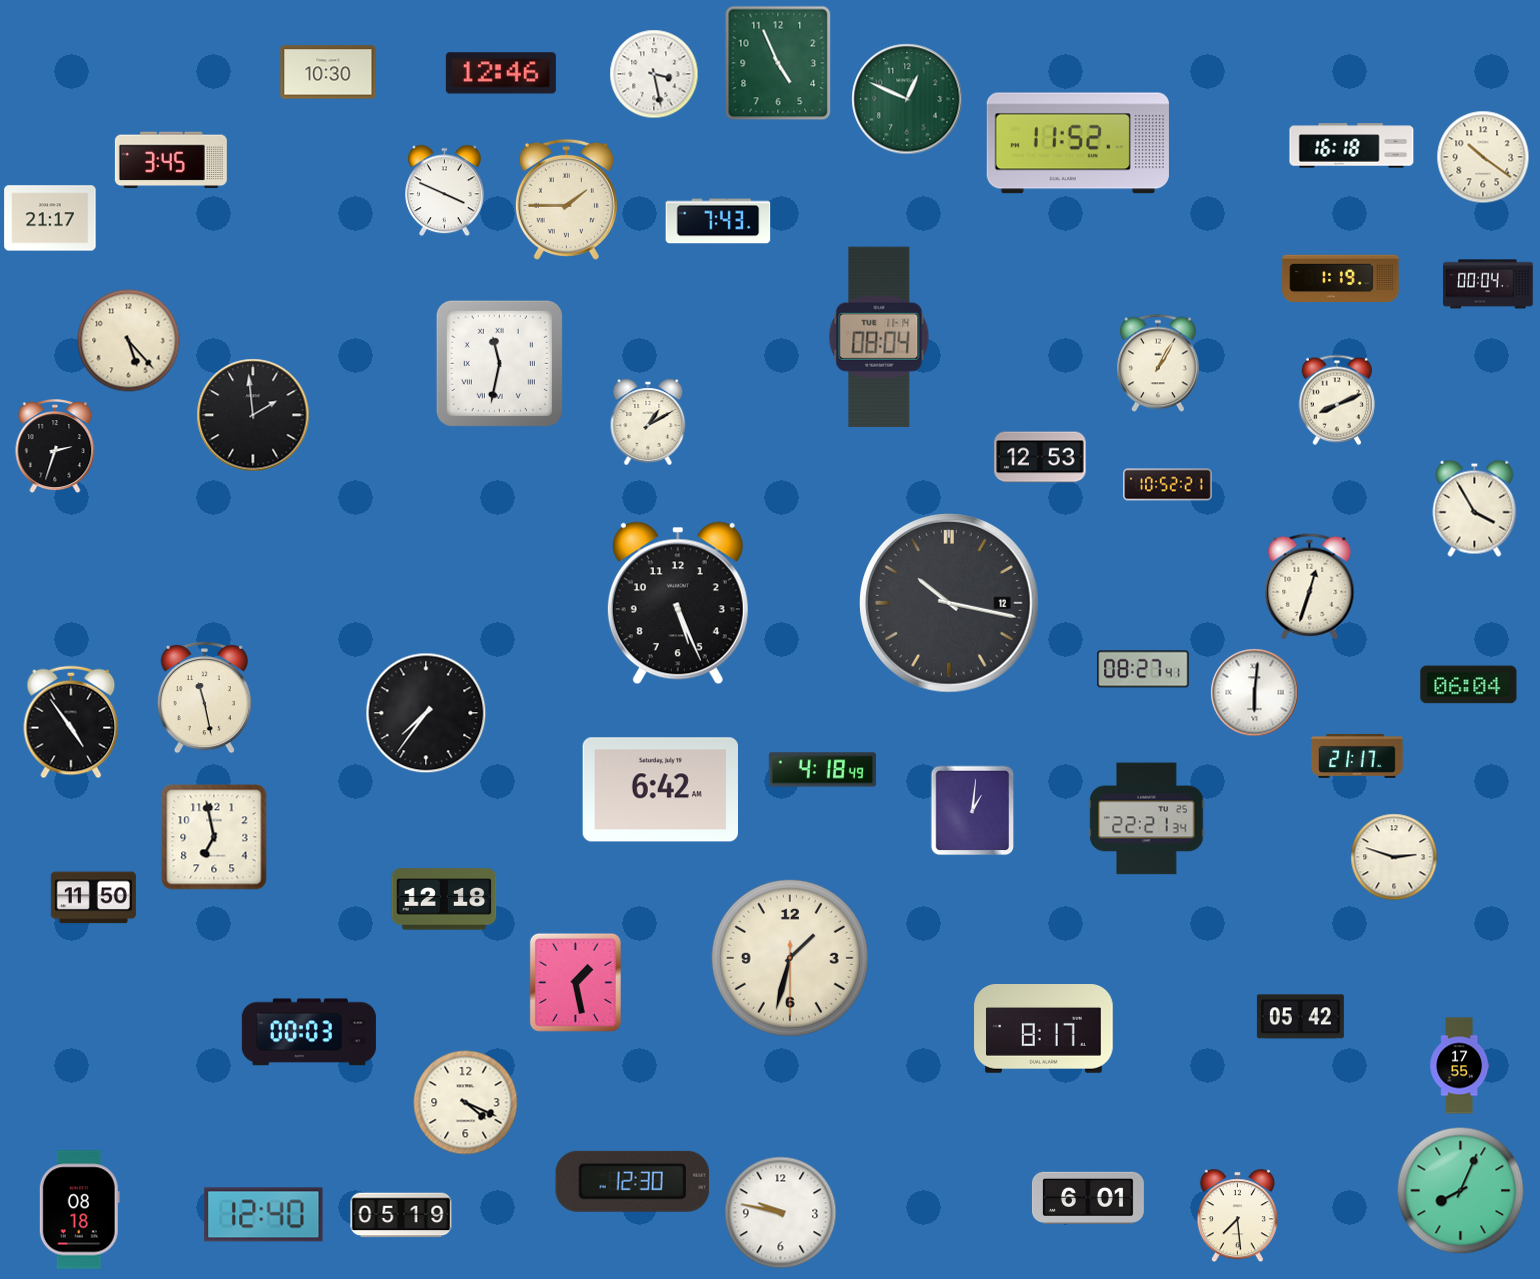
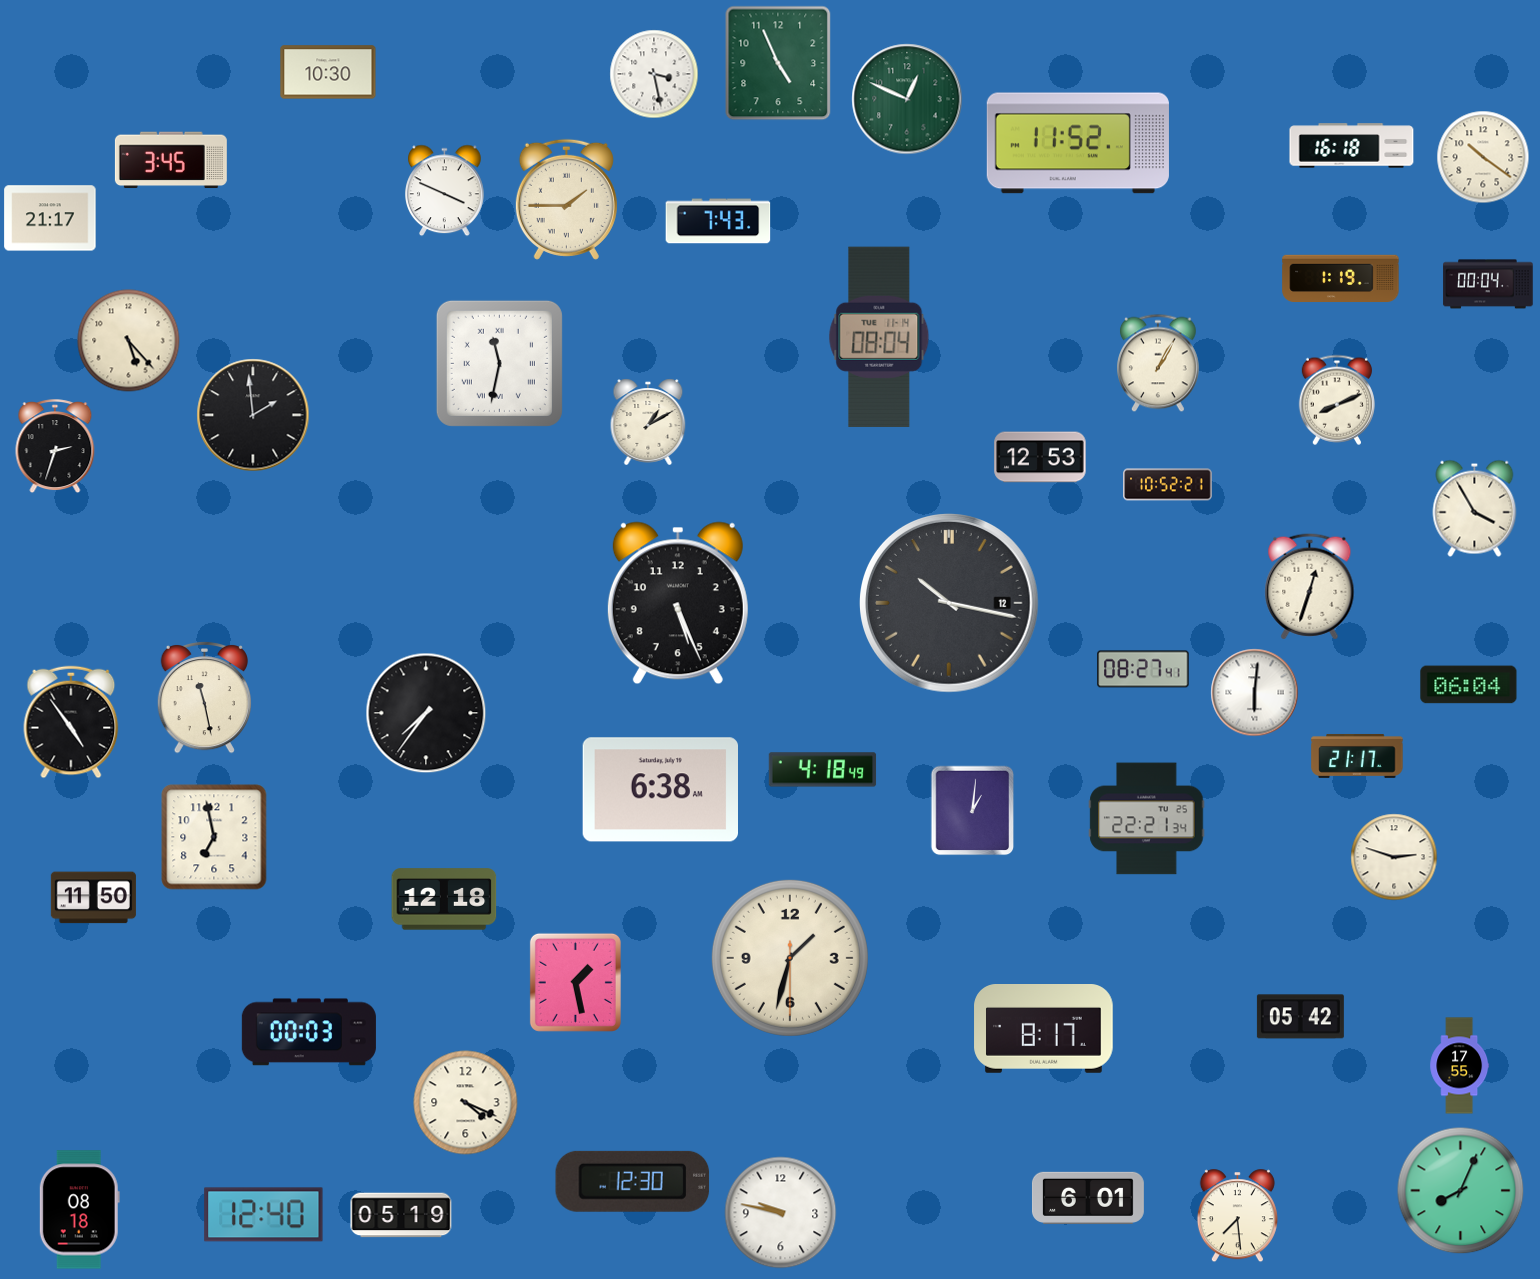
clock at (501, 73): 12:46 -> none
clock at (660, 790): 6:42 -> 6:38
